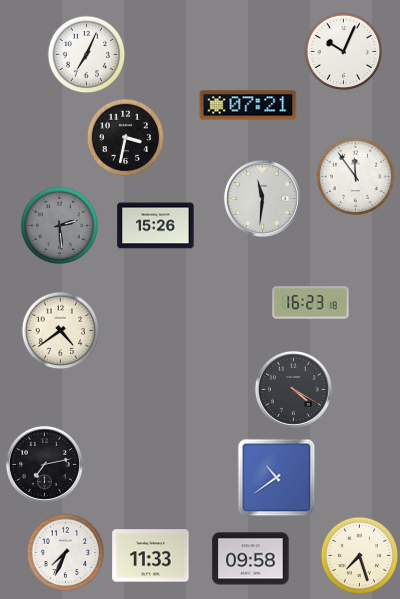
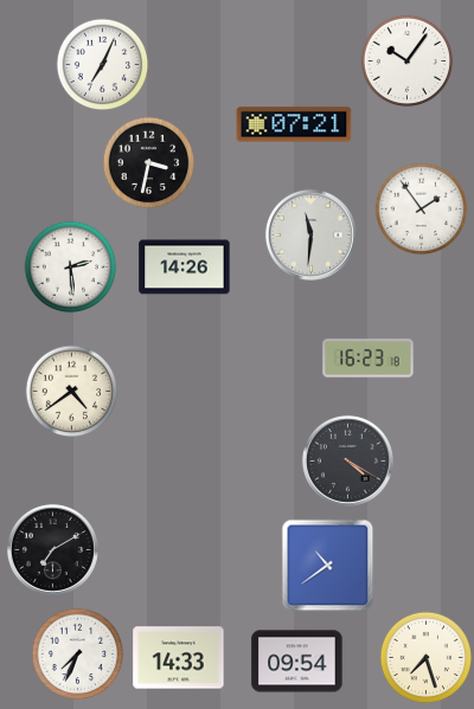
clock at (343, 51): 10:04 -> 10:06
clock at (355, 176): 11:54 -> 1:54
clock at (59, 225) dial: grey -> white
clock at (156, 226): 15:26 -> 14:26
clock at (44, 464): 7:13 -> 7:10
clock at (151, 556): 11:33 -> 14:33
clock at (251, 559): 09:58 -> 09:54
